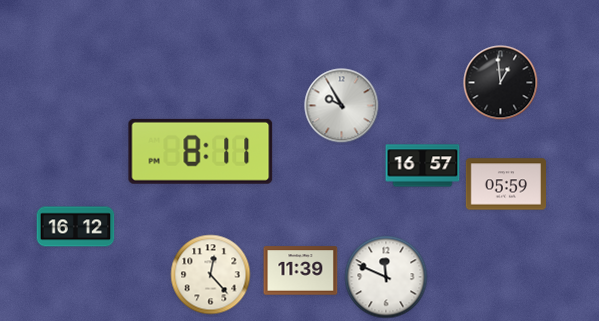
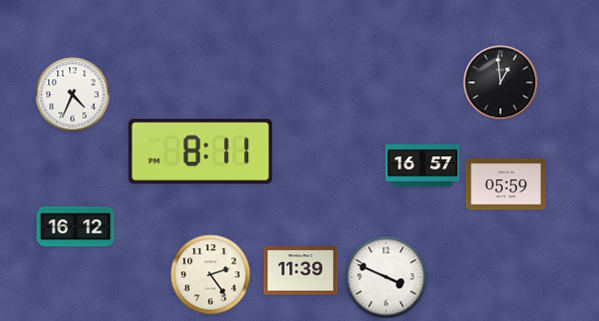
clock at (73, 95): none -> 4:34
clock at (342, 106): 9:55 -> none
clock at (211, 275): 12:23 -> 2:24
clock at (386, 277): 11:49 -> 3:49
